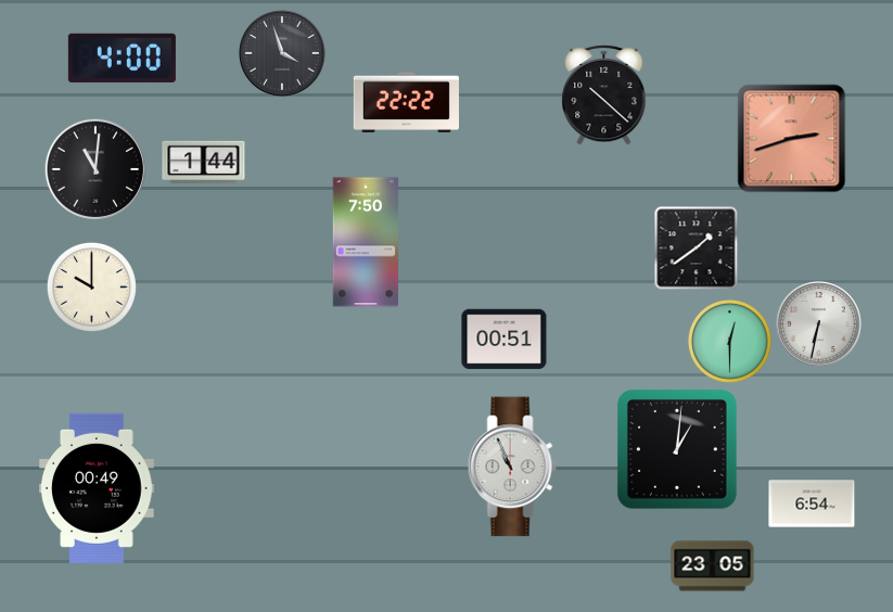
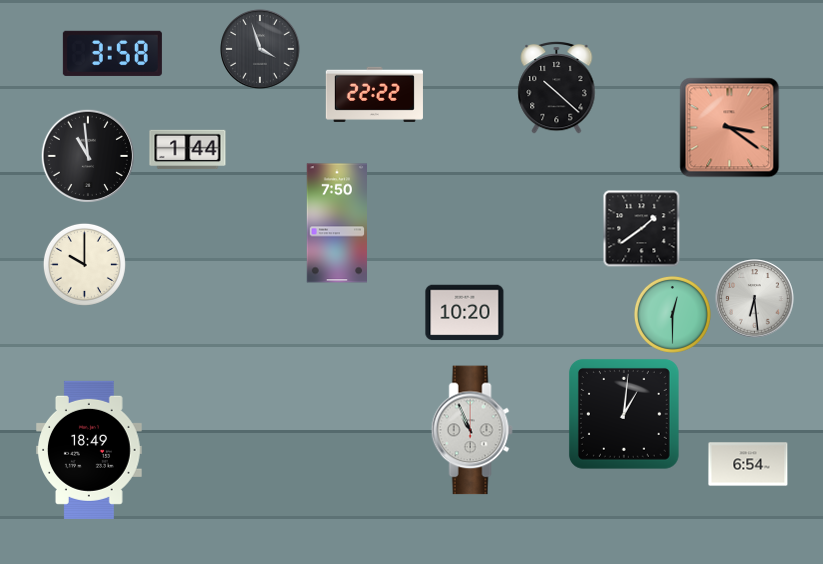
clock at (122, 58): 4:00 -> 3:58
clock at (792, 139): 2:42 -> 3:21
clock at (95, 169): 11:01 -> 10:59
clock at (819, 324): 6:32 -> 6:29
clock at (505, 340): 00:51 -> 10:20
clock at (98, 488): 00:49 -> 18:49
clock at (713, 566): 23:05 -> none
